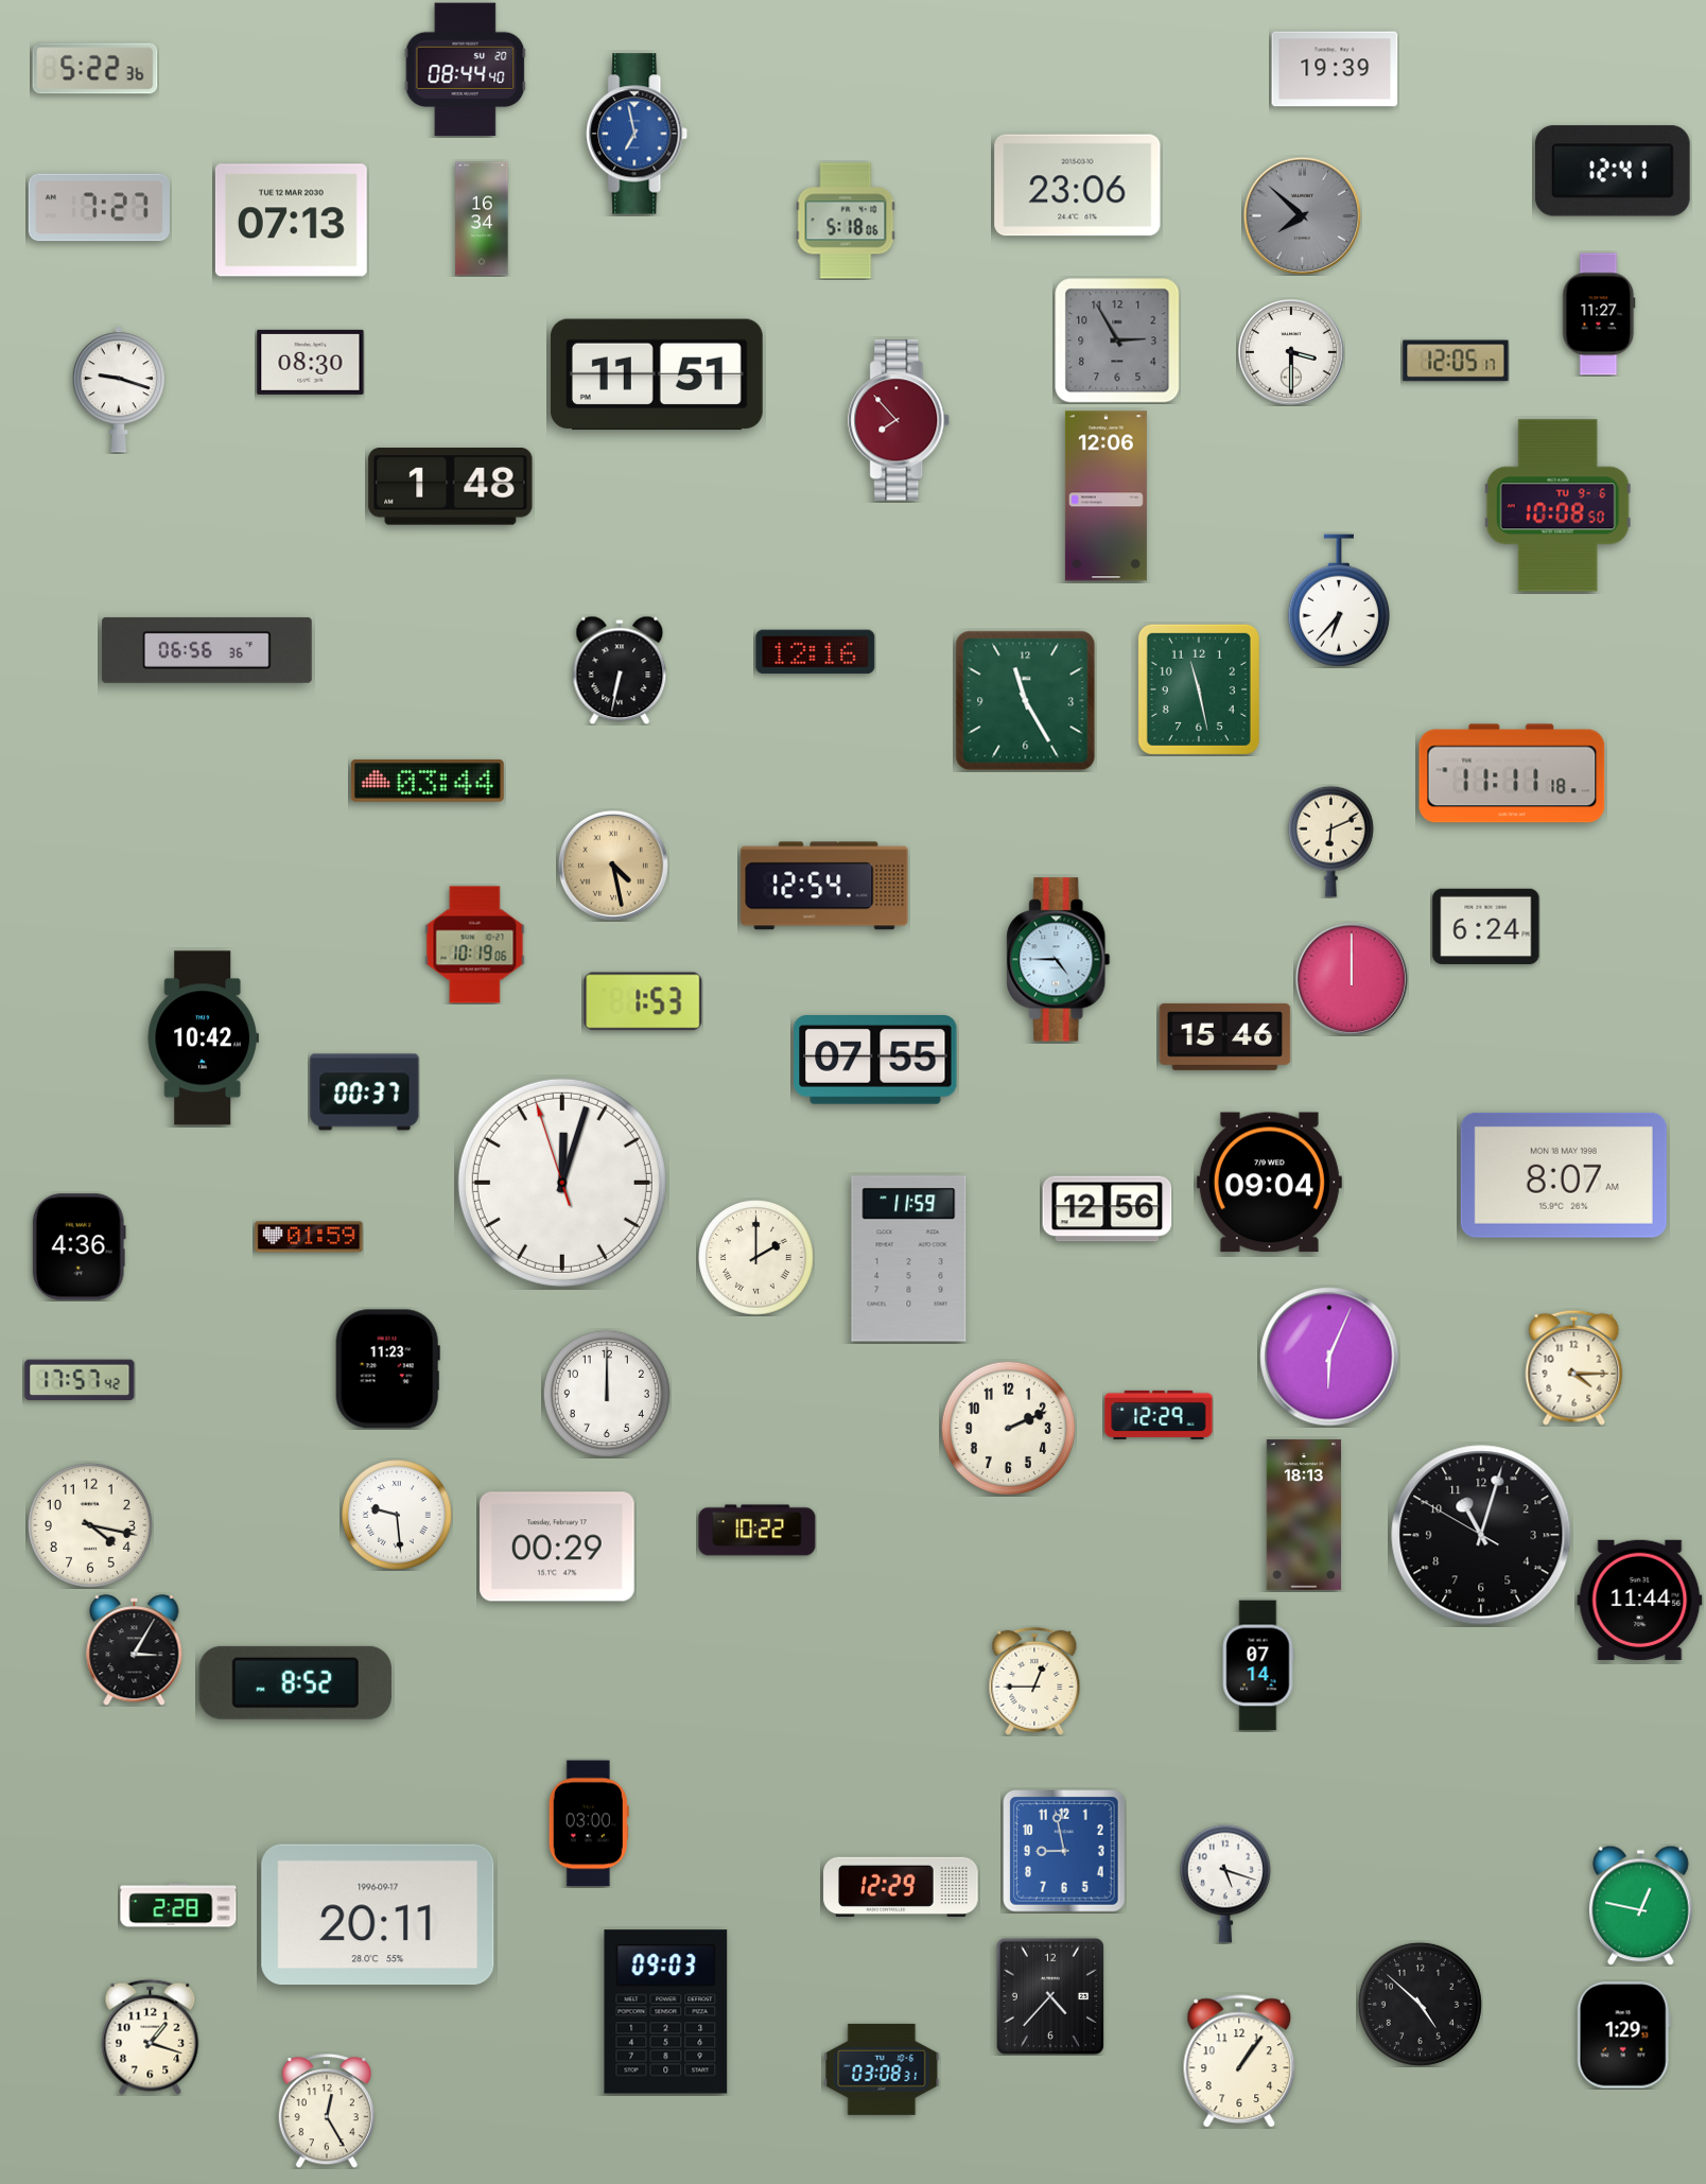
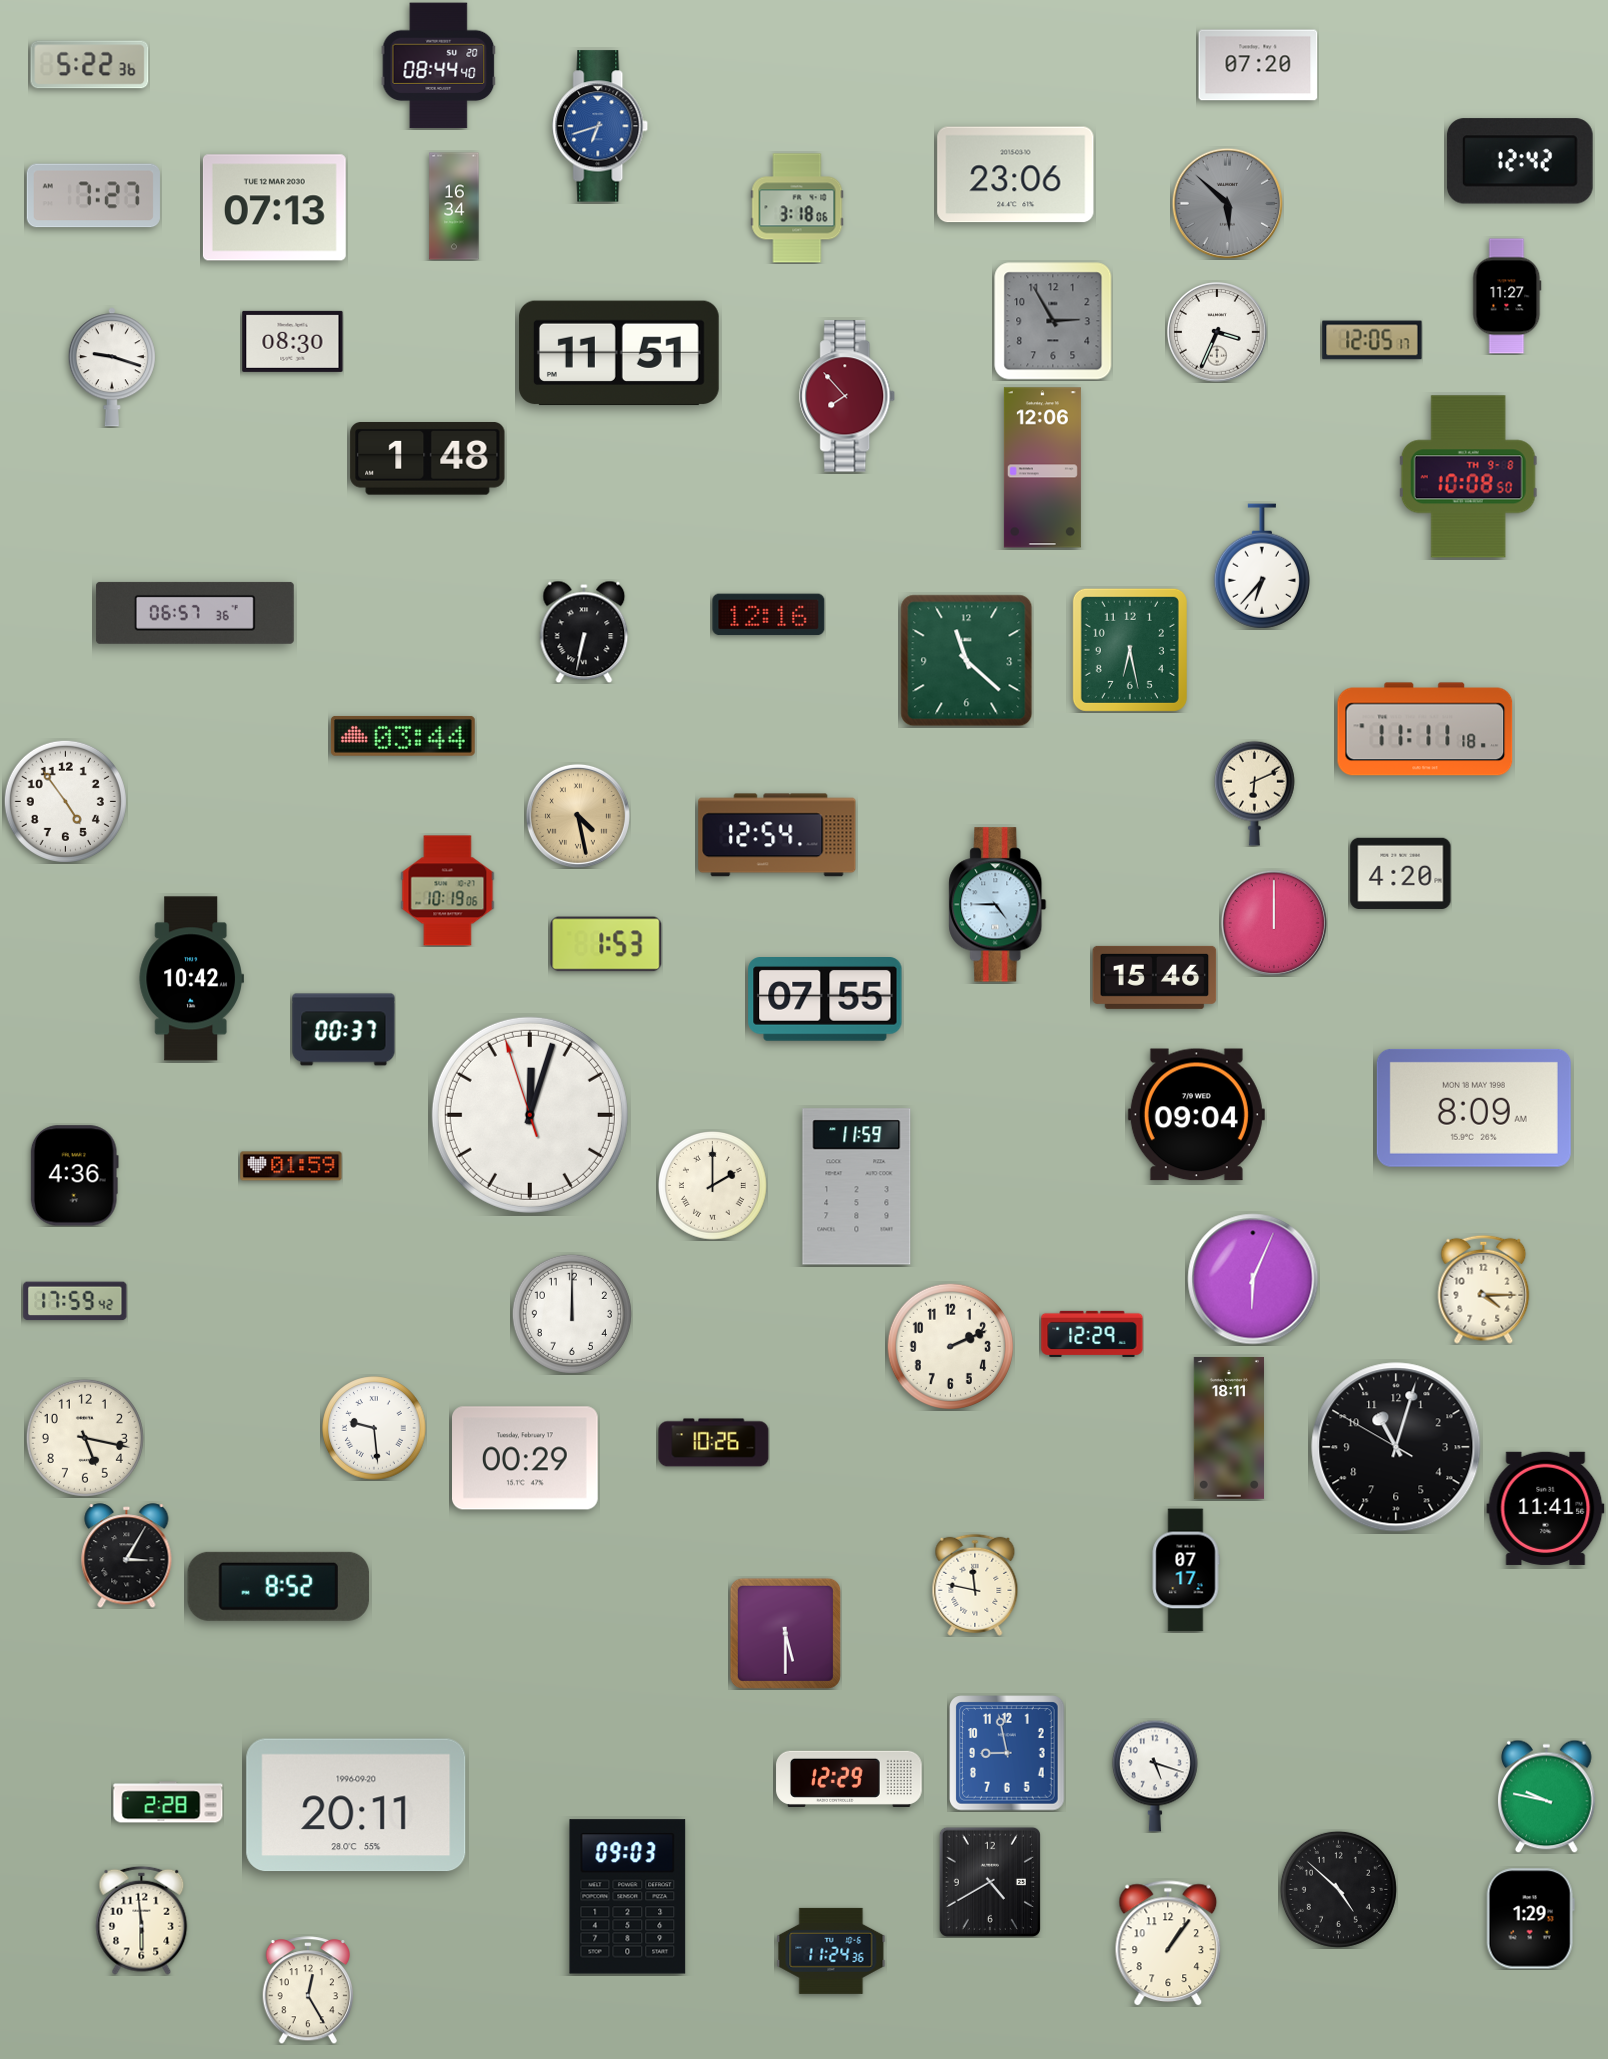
clock at (1335, 69): 19:39 -> 07:20
clock at (638, 134): 6:58 -> 6:42
clock at (1613, 171): 12:41 -> 12:42
clock at (1302, 215): 7:52 -> 5:52
clock at (846, 221): 5:18 -> 3:18
clock at (1292, 353): 3:30 -> 3:34
clock at (451, 487) position: (451, 487) -> (428, 459)
clock at (1557, 506) date: TU 9-6 -> TH 9-8
clock at (207, 650): 06:56 -> 06:57
clock at (1199, 689): 11:28 -> 6:28
clock at (1026, 701): 11:25 -> 11:22
clock at (65, 801): none -> 4:54
clock at (1486, 926): 6:24 -> 4:20
clock at (1564, 1175): 8:07 -> 8:09
clock at (1108, 1209): 12:56 -> none
clock at (387, 1369): 11:23 -> none
clock at (80, 1380): 17:57 -> 17:59
clock at (1303, 1515): 18:13 -> 18:11
clock at (90, 1525): 4:17 -> 5:17
clock at (758, 1531): 10:22 -> 10:26
clock at (1640, 1600): 11:44 -> 11:41
clock at (1258, 1665): 07:14 -> 07:17
clock at (1034, 1681): 12:45 -> 11:47
clock at (785, 1633): none -> 5:30
clock at (589, 1823): 03:00 -> none
clock at (1064, 1851) position: (1064, 1851) -> (1007, 1753)
clock at (178, 1905) position: (178, 1905) -> (168, 1802)
clock at (1641, 1905): 12:47 -> 9:47
clock at (378, 1915) date: 1996-09-17 -> 1996-09-20
clock at (1050, 1996): 4:37 -> 4:40
clock at (151, 2037): 1:18 -> 5:59
clock at (882, 2069): 03:08 -> 11:24
